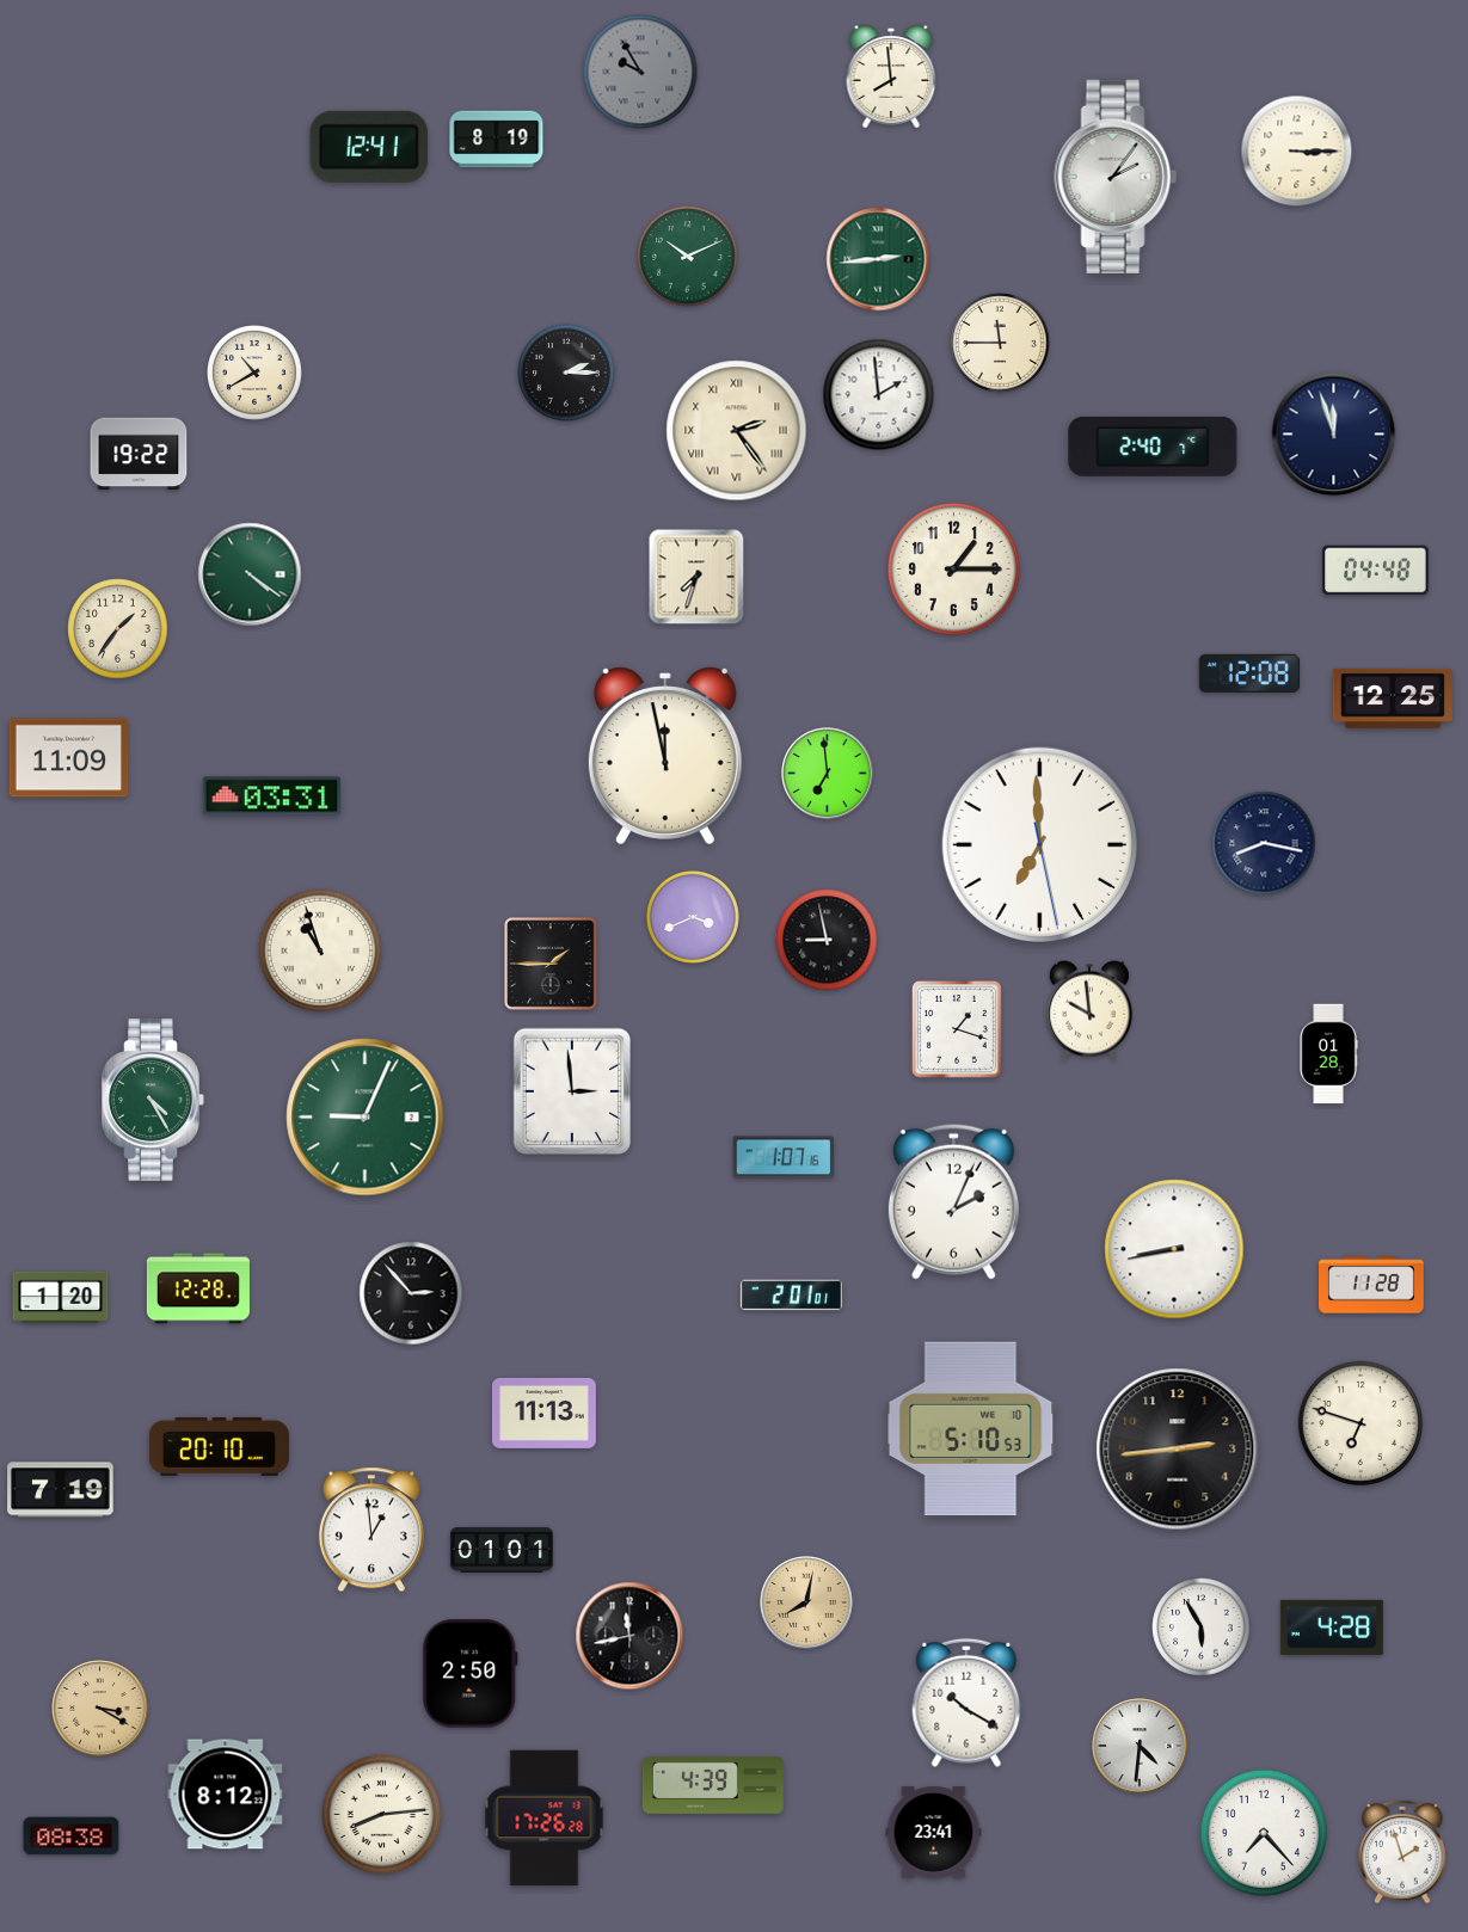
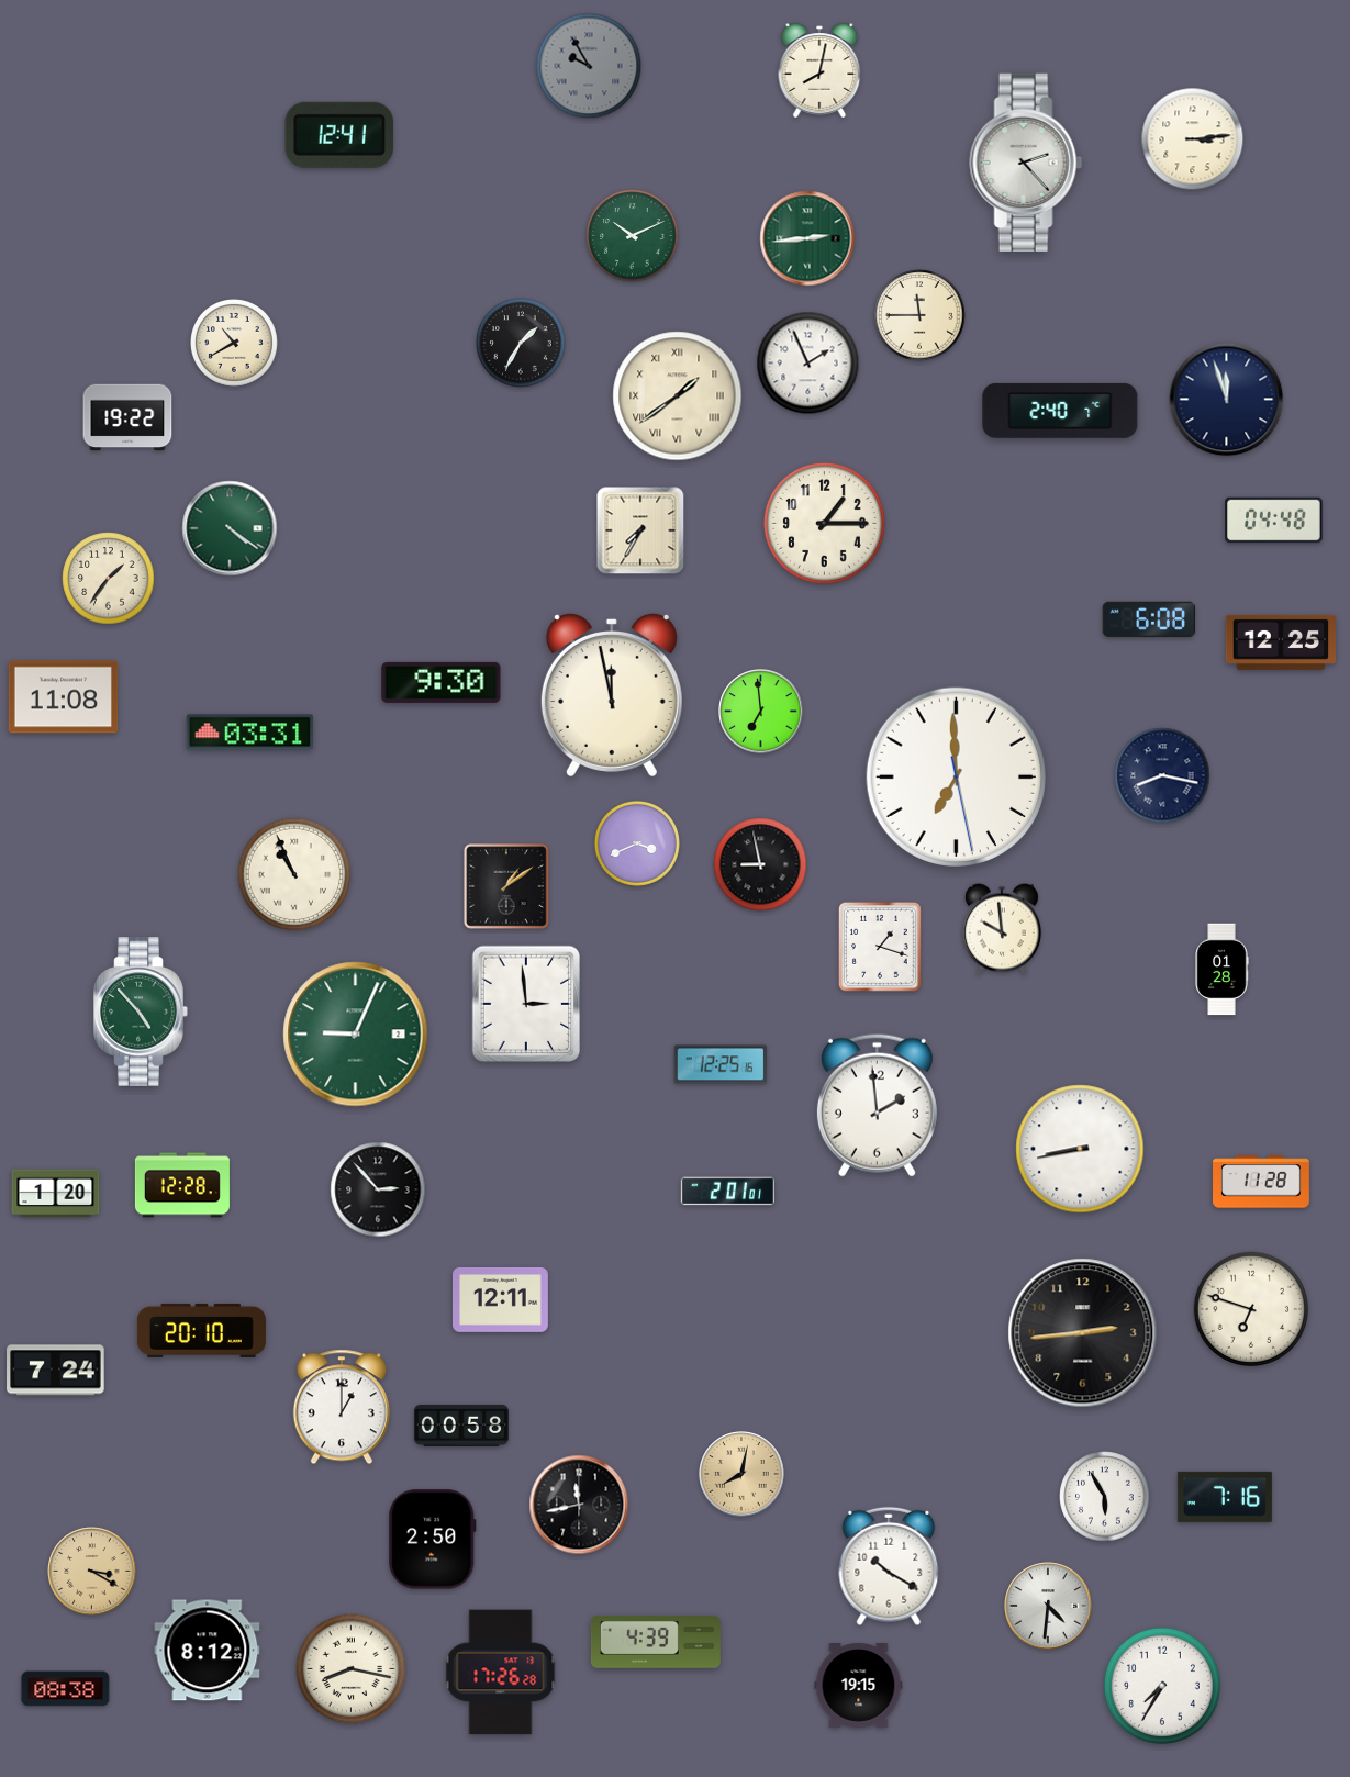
clock at (891, 76): 7:59 -> 8:02
clock at (497, 140): 8:19 -> none
clock at (1297, 152): 3:15 -> 3:14
clock at (1116, 177): 2:06 -> 2:23
clock at (566, 373): 2:15 -> 1:35
clock at (879, 395): 1:59 -> 1:56
clock at (737, 431): 2:24 -> 1:39
clock at (953, 568) position: (953, 568) -> (824, 523)
clock at (1376, 571) position: (1376, 571) -> (1274, 521)
clock at (696, 577): 7:33 -> 7:35
clock at (1248, 673): 12:08 -> 6:08
clock at (442, 682): none -> 9:30
clock at (69, 758): 11:09 -> 11:08
clock at (320, 950): 10:57 -> 10:56
clock at (551, 964): 1:45 -> 1:09
clock at (153, 1100): 4:25 -> 4:53
clock at (366, 1118) position: (366, 1118) -> (356, 1035)
clock at (782, 1157): 1:07 -> 12:25
clock at (953, 1201): 2:04 -> 1:59
clock at (543, 1413): 11:13 -> 12:11
clock at (971, 1429): 5:10 -> none
clock at (61, 1490): 7:19 -> 7:24
clock at (371, 1530): 12:59 -> 1:00
clock at (502, 1550): 01:01 -> 00:58
clock at (1332, 1628): 4:28 -> 7:16
clock at (382, 1815): 8:14 -> 8:17
clock at (934, 1833): 23:41 -> 19:15
clock at (1264, 1833): 7:23 -> 7:35
clock at (1402, 1852): 1:57 -> none
